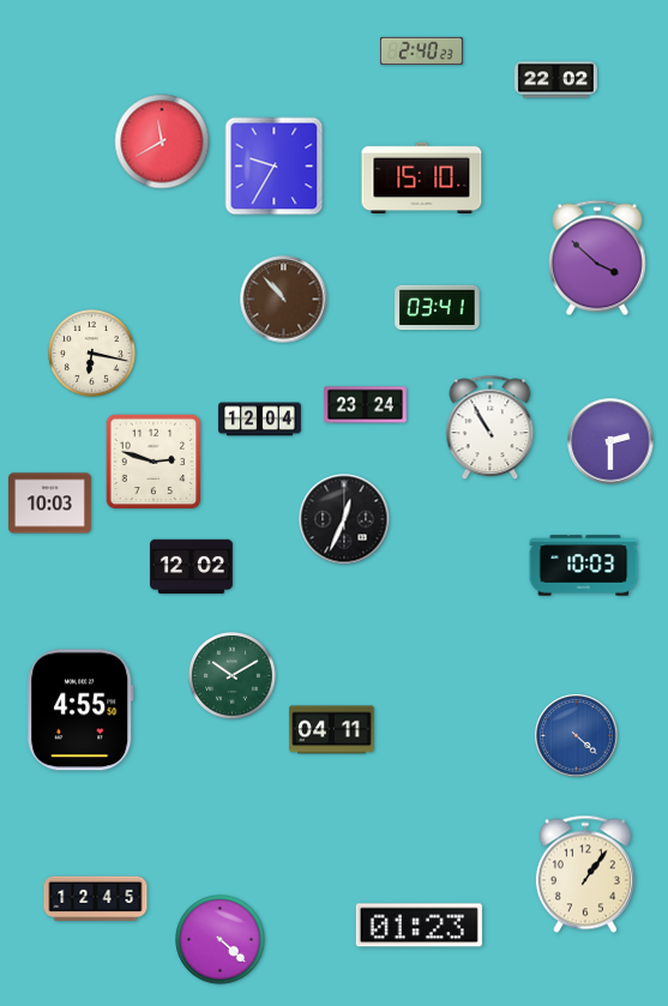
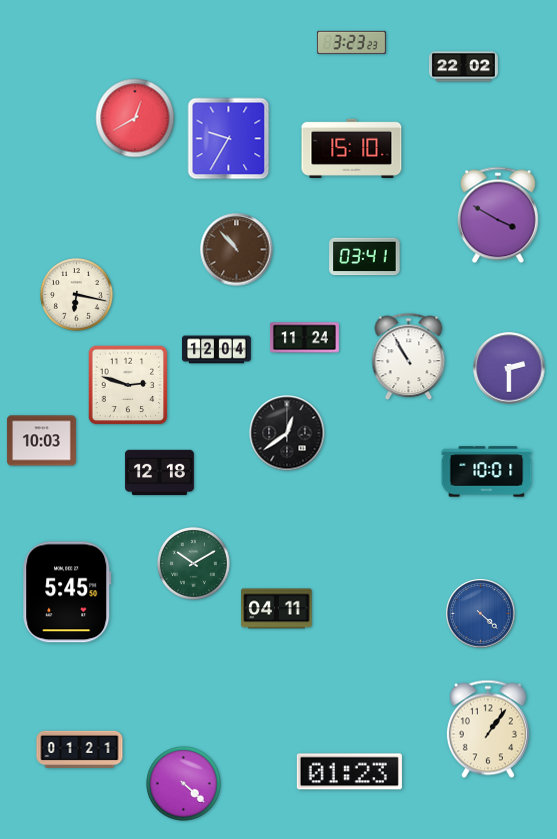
clock at (421, 50): 2:40 -> 3:23
clock at (162, 141): 11:40 -> 12:40
clock at (597, 258): 3:52 -> 3:50
clock at (365, 405): 23:24 -> 11:24
clock at (49, 504) position: (49, 504) -> (41, 441)
clock at (344, 519): 12:34 -> 12:39
clock at (584, 566): 10:03 -> 10:01
clock at (191, 567): 12:02 -> 12:18
clock at (80, 710): 4:55 -> 5:45
clock at (96, 898): 12:45 -> 01:21
